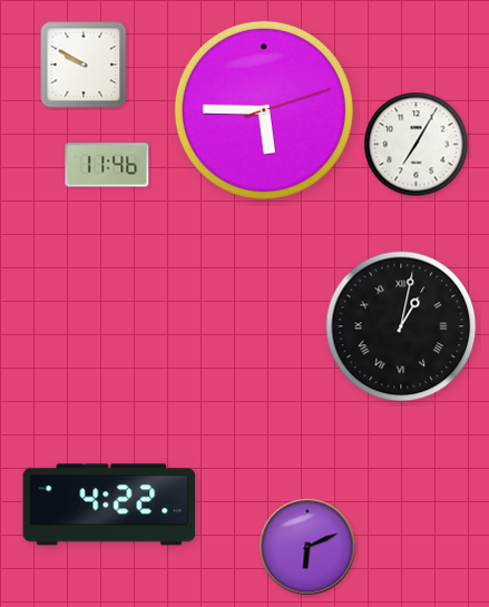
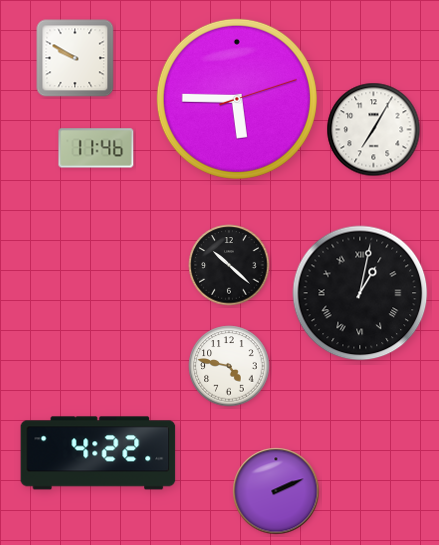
clock at (229, 265): none -> 10:22
clock at (229, 366): none -> 4:47
clock at (307, 547): 6:11 -> 2:11
